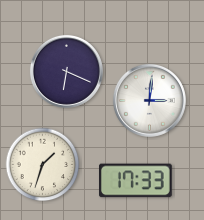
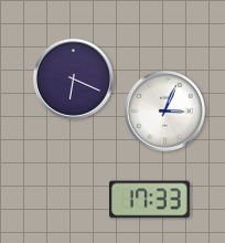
clock at (149, 100): 3:01 -> 3:04
clock at (43, 165): 1:33 -> none
